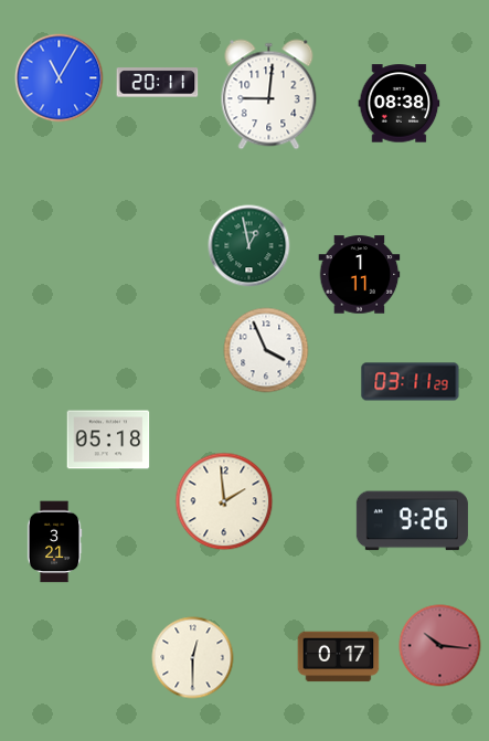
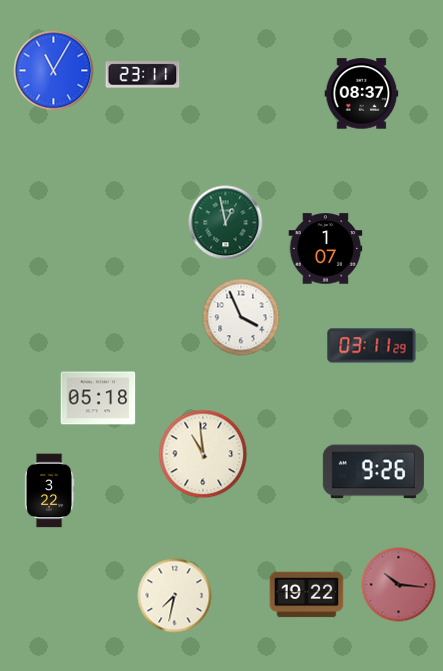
clock at (158, 83): 20:11 -> 23:11
clock at (269, 95): 9:01 -> none
clock at (400, 104): 08:38 -> 08:37
clock at (360, 275): 1:11 -> 1:07
clock at (224, 501): 1:59 -> 10:59
clock at (54, 542): 3:21 -> 3:22
clock at (339, 657): 0:17 -> 19:22
clock at (193, 658): 12:30 -> 7:32
